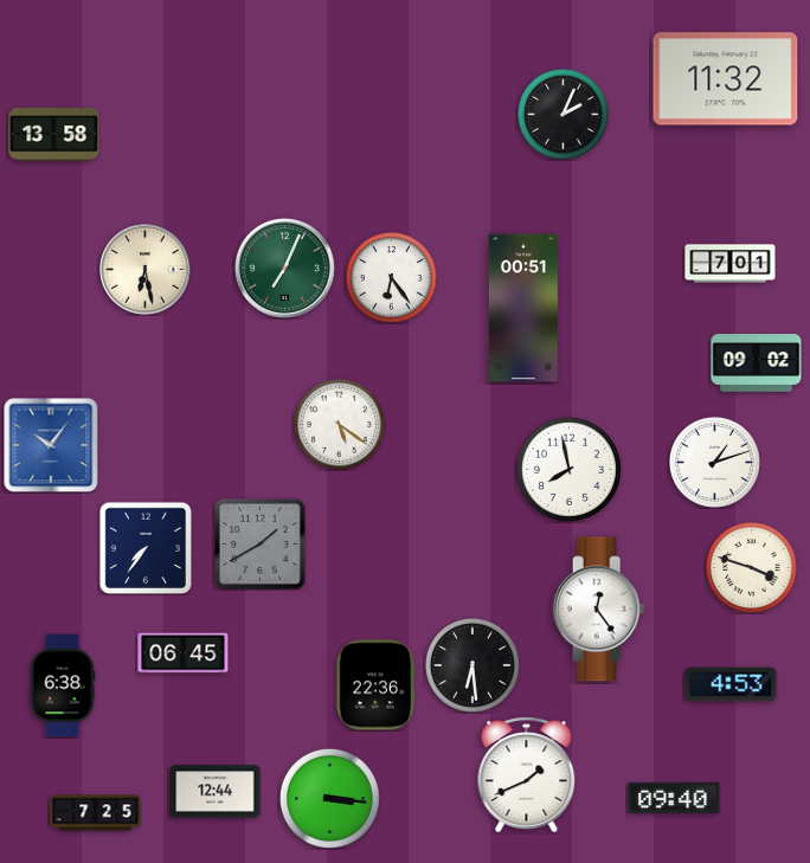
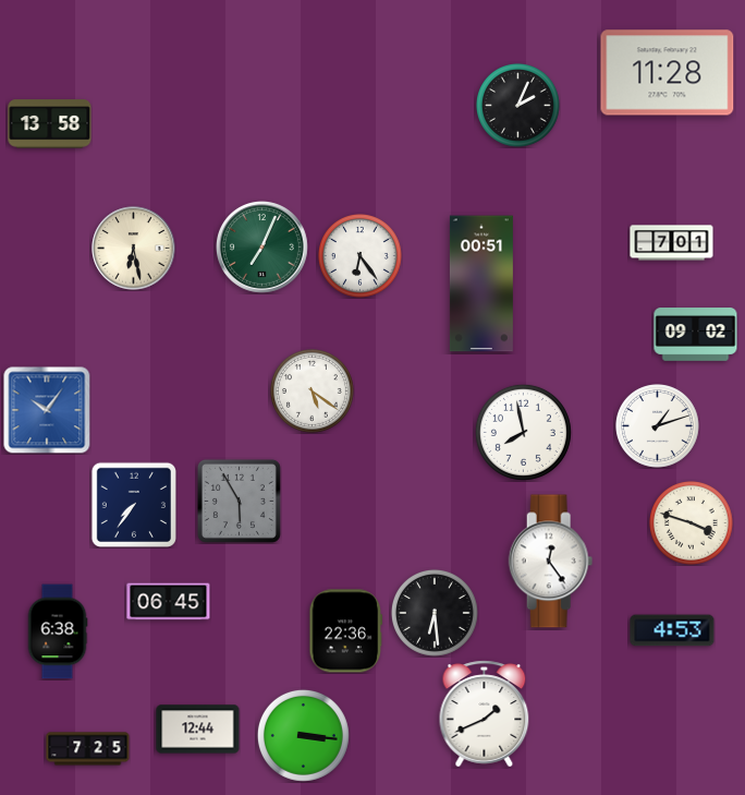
clock at (726, 79): 11:32 -> 11:28
clock at (259, 543): 1:40 -> 5:55
clock at (674, 798): 09:40 -> none
